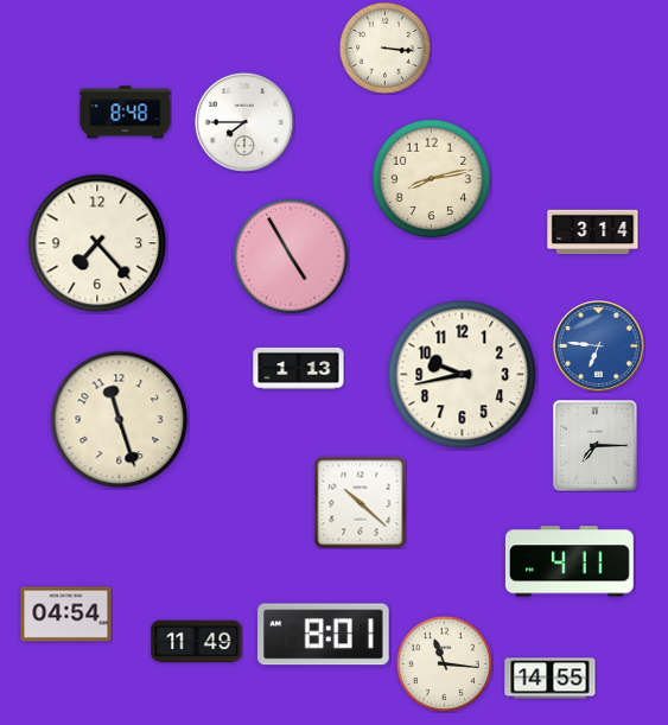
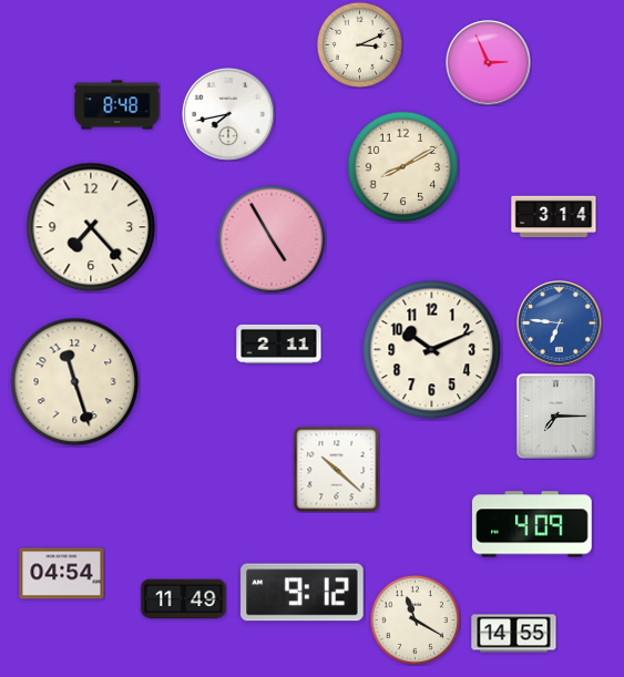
clock at (384, 47): 3:16 -> 3:11
clock at (489, 63): none -> 2:56
clock at (244, 122): 7:45 -> 7:43
clock at (432, 179): 8:13 -> 8:10
clock at (299, 368): 1:13 -> 2:11
clock at (463, 375): 9:43 -> 10:11
clock at (120, 420) position: (120, 420) -> (75, 382)
clock at (571, 561): 4:11 -> 4:09
clock at (324, 635): 8:01 -> 9:12
clock at (444, 663): 11:16 -> 11:20
